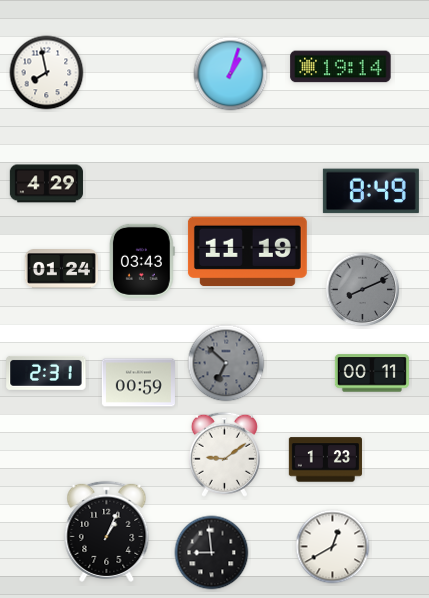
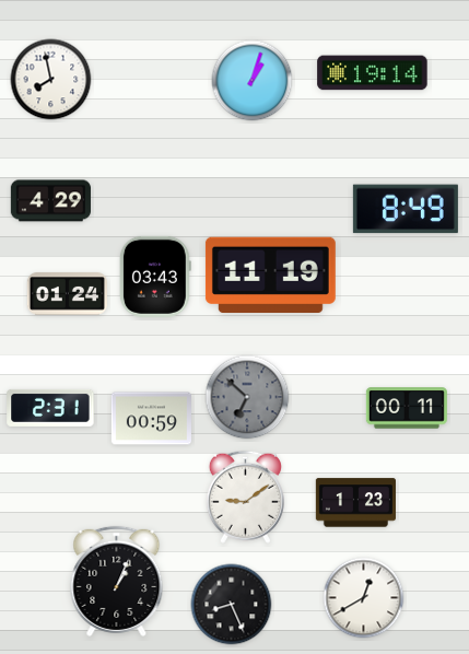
clock at (142, 261) position: (142, 261) -> (155, 277)
clock at (363, 290): 8:11 -> none
clock at (212, 553): 8:59 -> 8:26
